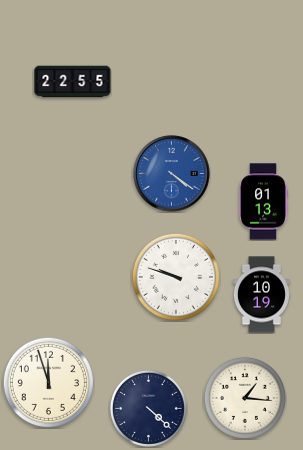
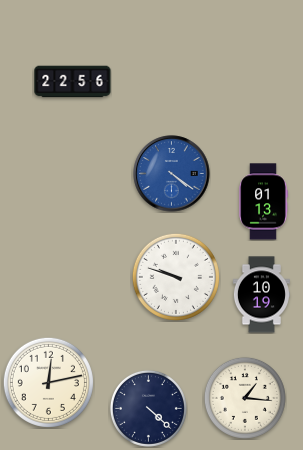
clock at (73, 82): 22:55 -> 22:56
clock at (48, 382): 11:57 -> 12:13
